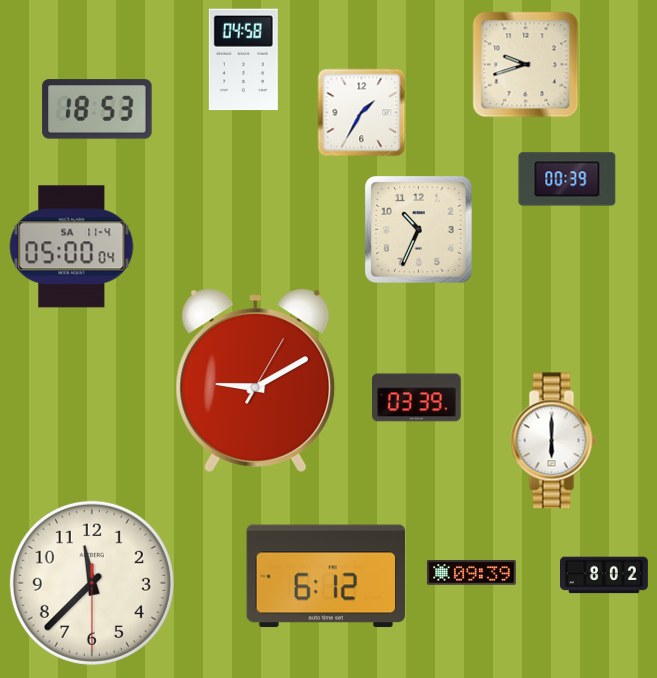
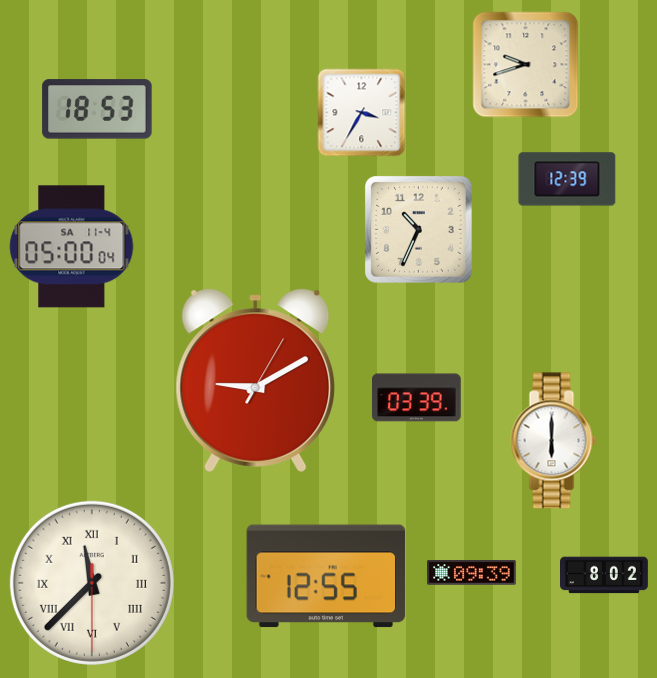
clock at (243, 60): 04:58 -> none
clock at (362, 113): 1:35 -> 3:35
clock at (567, 179): 00:39 -> 12:39
clock at (326, 576): 6:12 -> 12:55
clock at (92, 583) numerals: Arabic -> Roman
